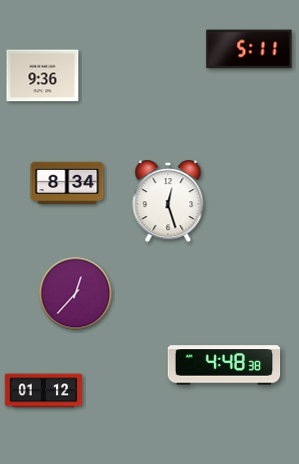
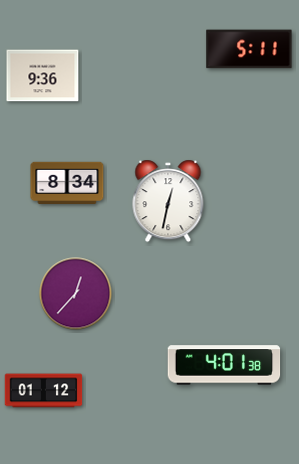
clock at (168, 201): 12:27 -> 12:32
clock at (224, 365): 4:48 -> 4:01
